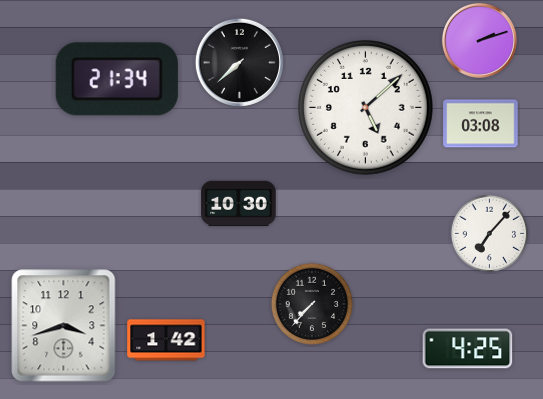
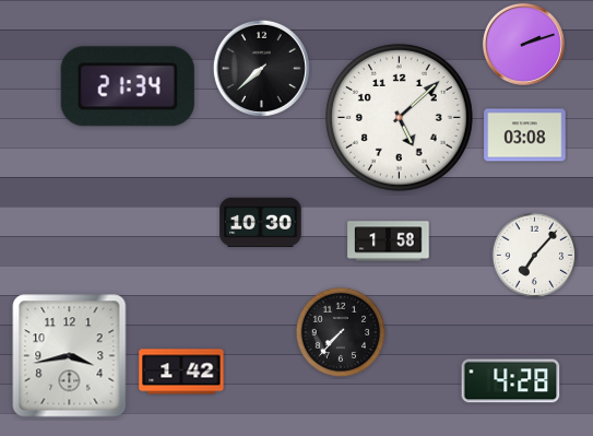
clock at (389, 241): none -> 1:58
clock at (64, 326): 3:42 -> 3:43
clock at (468, 349): 4:25 -> 4:28
